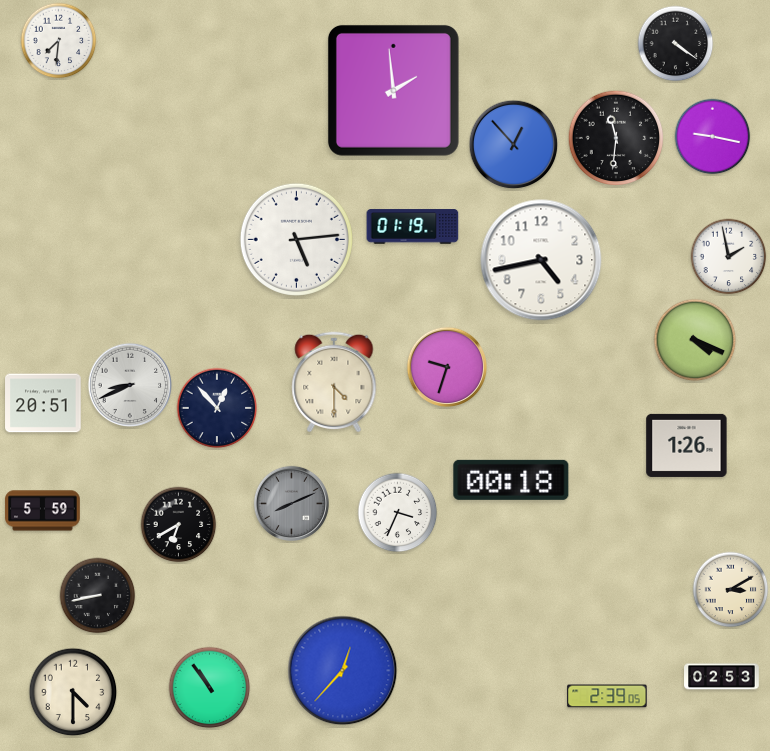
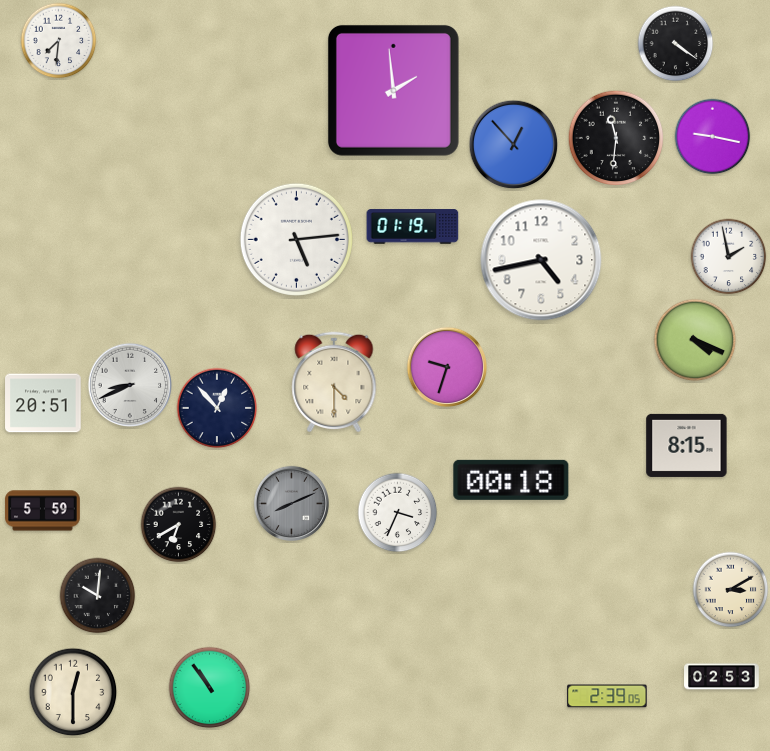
clock at (687, 445): 1:26 -> 8:15
clock at (98, 596): 8:43 -> 10:01
clock at (343, 671): 12:37 -> none
clock at (73, 692): 4:30 -> 12:30
